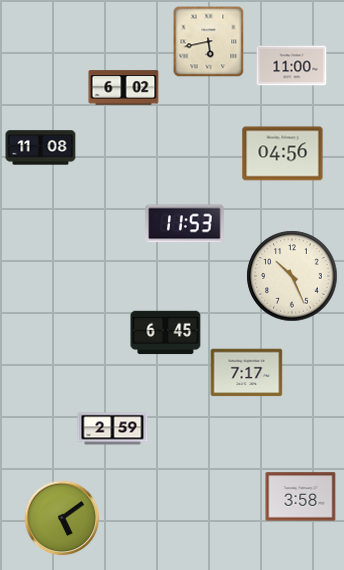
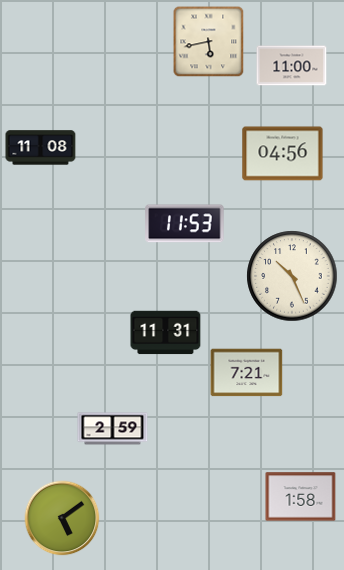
clock at (124, 88): 6:02 -> none
clock at (166, 333): 6:45 -> 11:31
clock at (247, 373): 7:17 -> 7:21
clock at (301, 497): 3:58 -> 1:58
